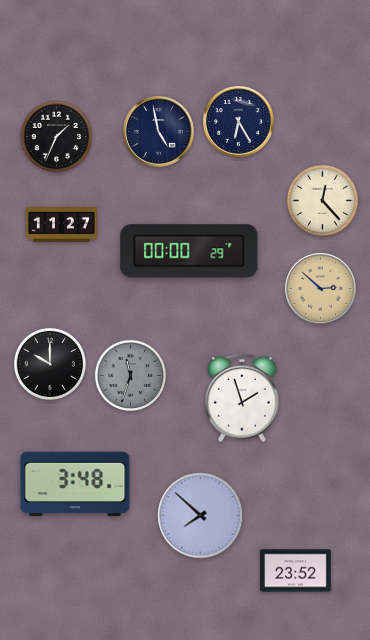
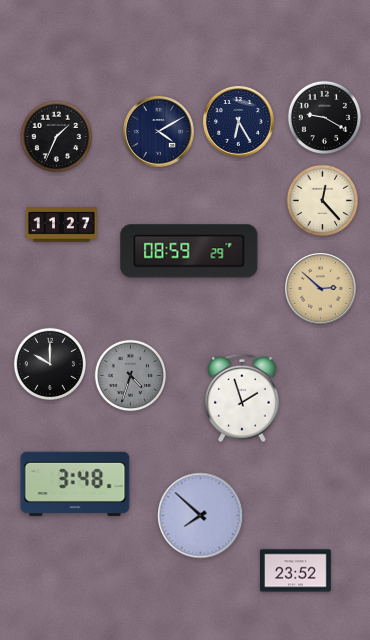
clock at (324, 117): none -> 9:20
clock at (159, 132): 4:58 -> 4:10
clock at (189, 251): 00:00 -> 08:59
clock at (131, 376): 11:33 -> 4:33
